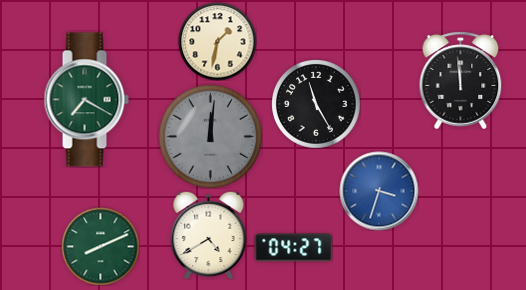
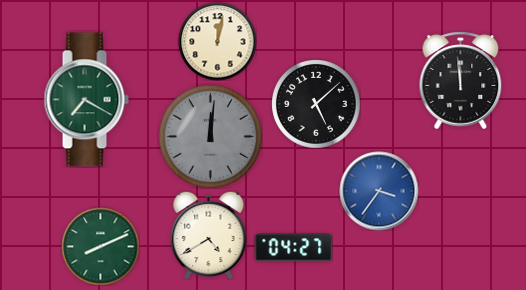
clock at (217, 41): 1:32 -> 12:02
clock at (316, 104): 11:25 -> 5:08
clock at (379, 191): 3:33 -> 3:36
